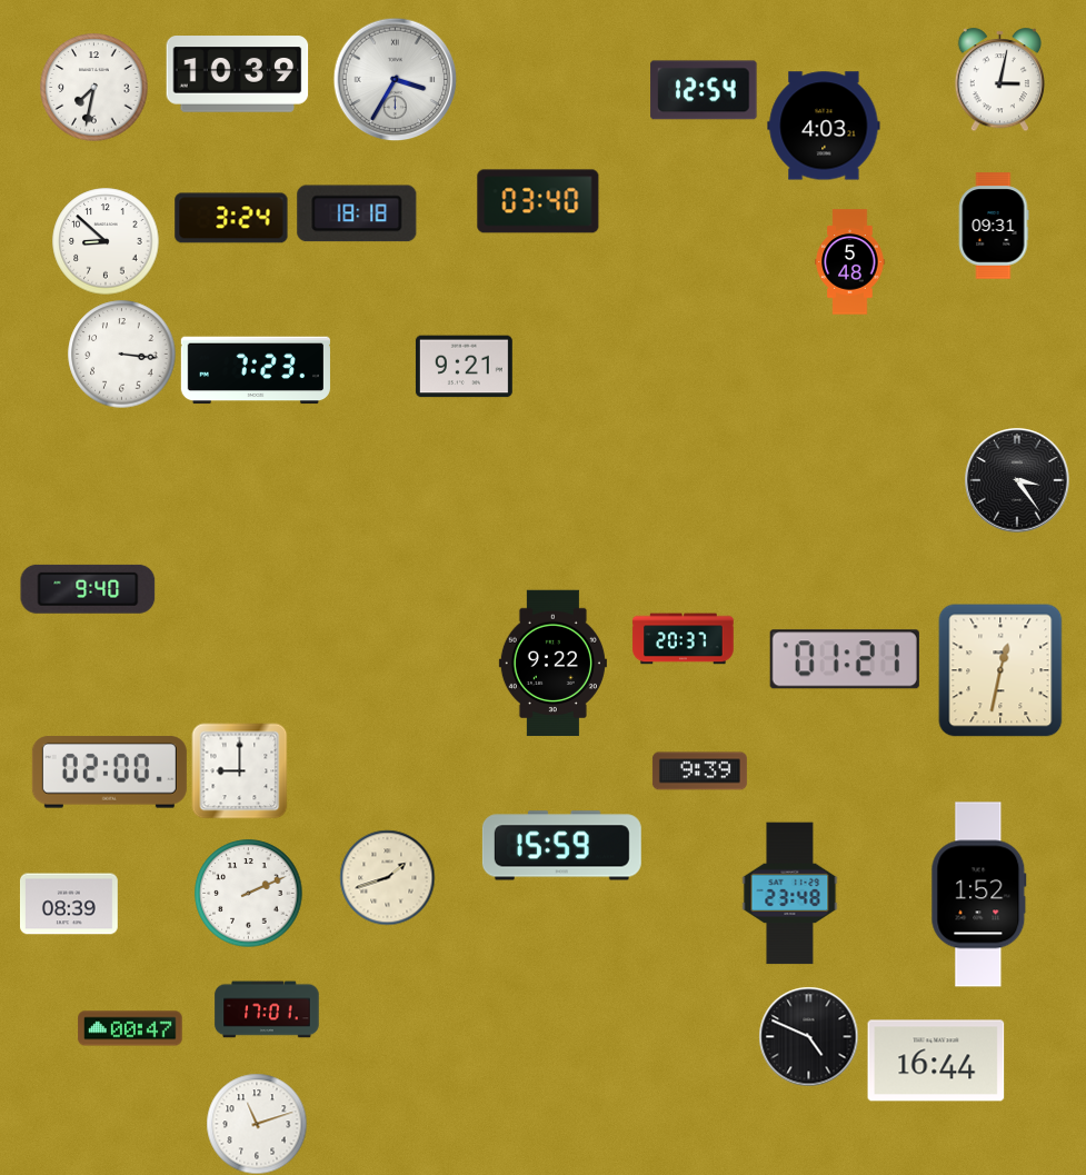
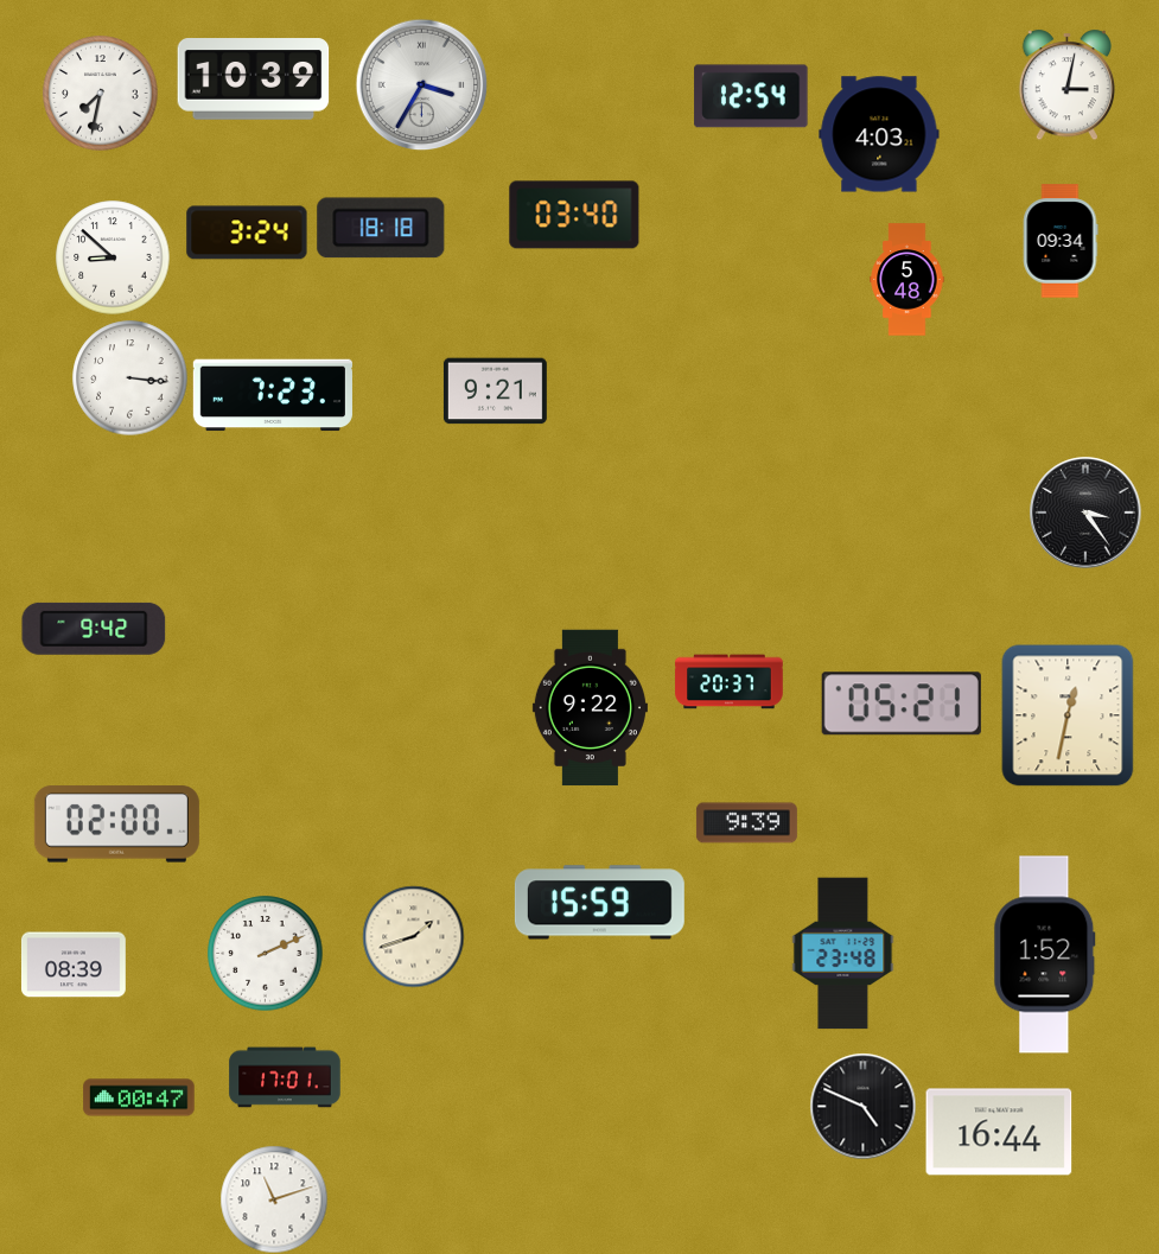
clock at (994, 226): 09:31 -> 09:34
clock at (88, 589): 9:40 -> 9:42
clock at (845, 659): 01:21 -> 05:21
clock at (239, 770): 9:00 -> none
